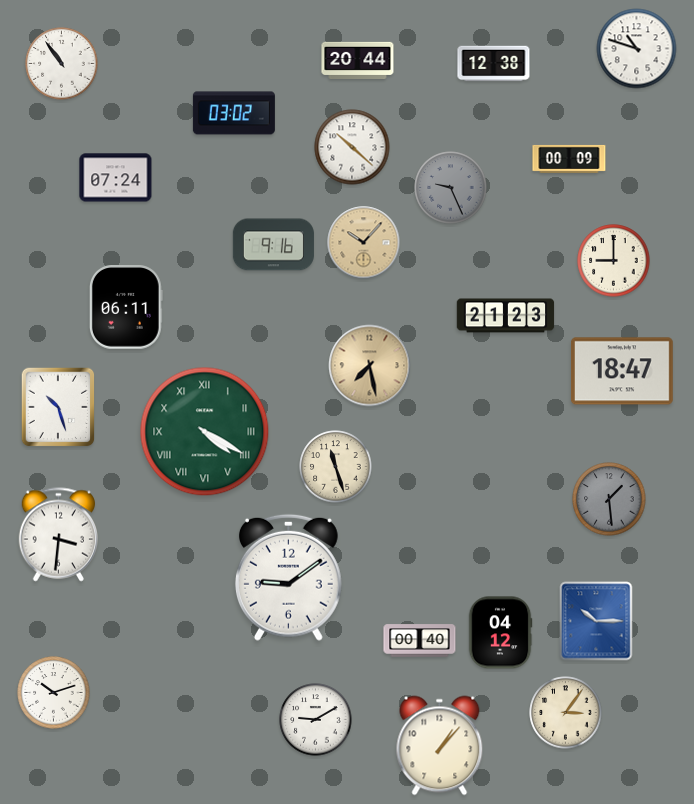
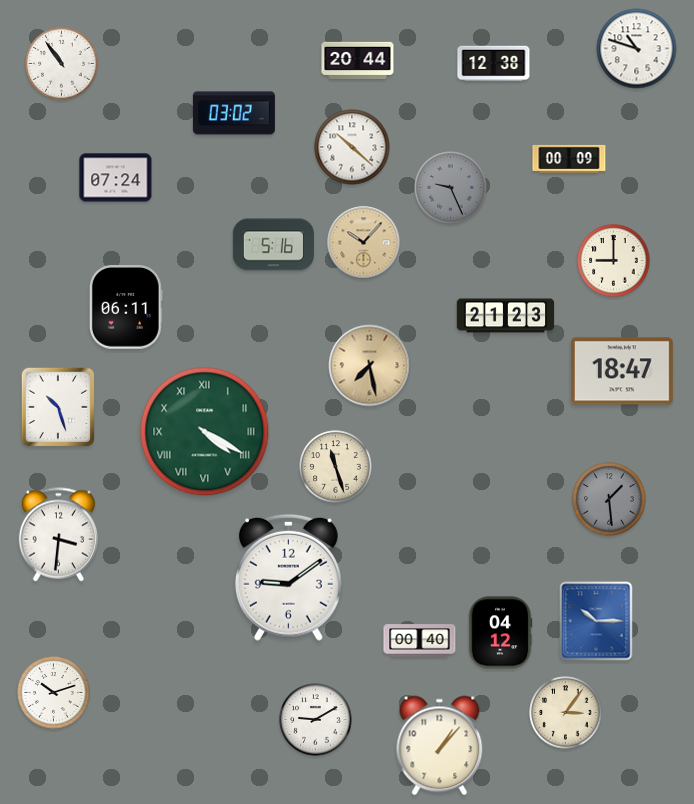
clock at (273, 245): 9:16 -> 5:16
